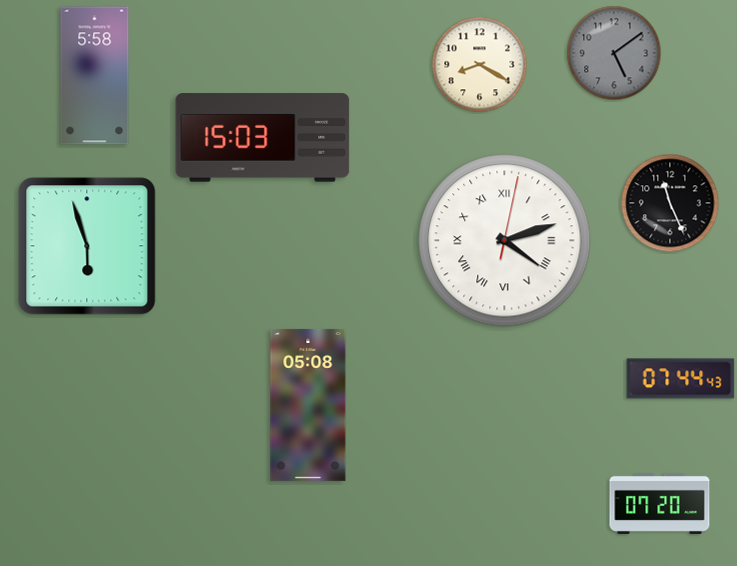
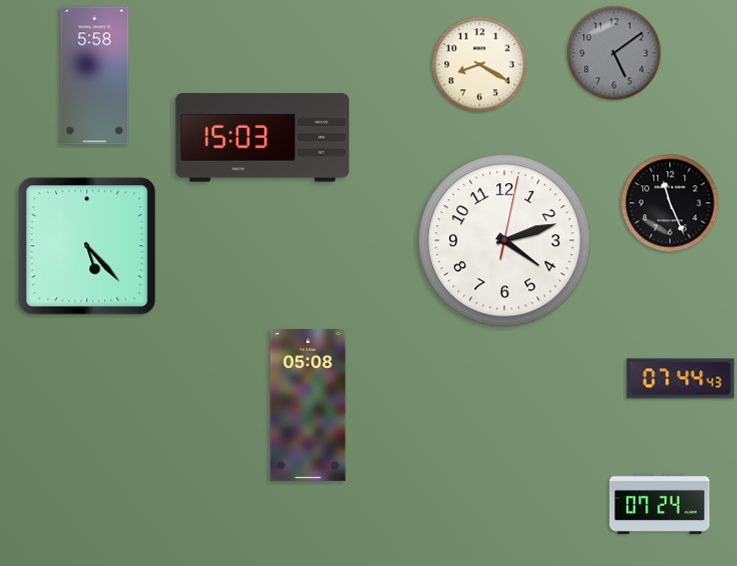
clock at (505, 241) numerals: Roman -> Arabic
clock at (87, 246): 5:57 -> 5:23
clock at (660, 503): 07:20 -> 07:24
